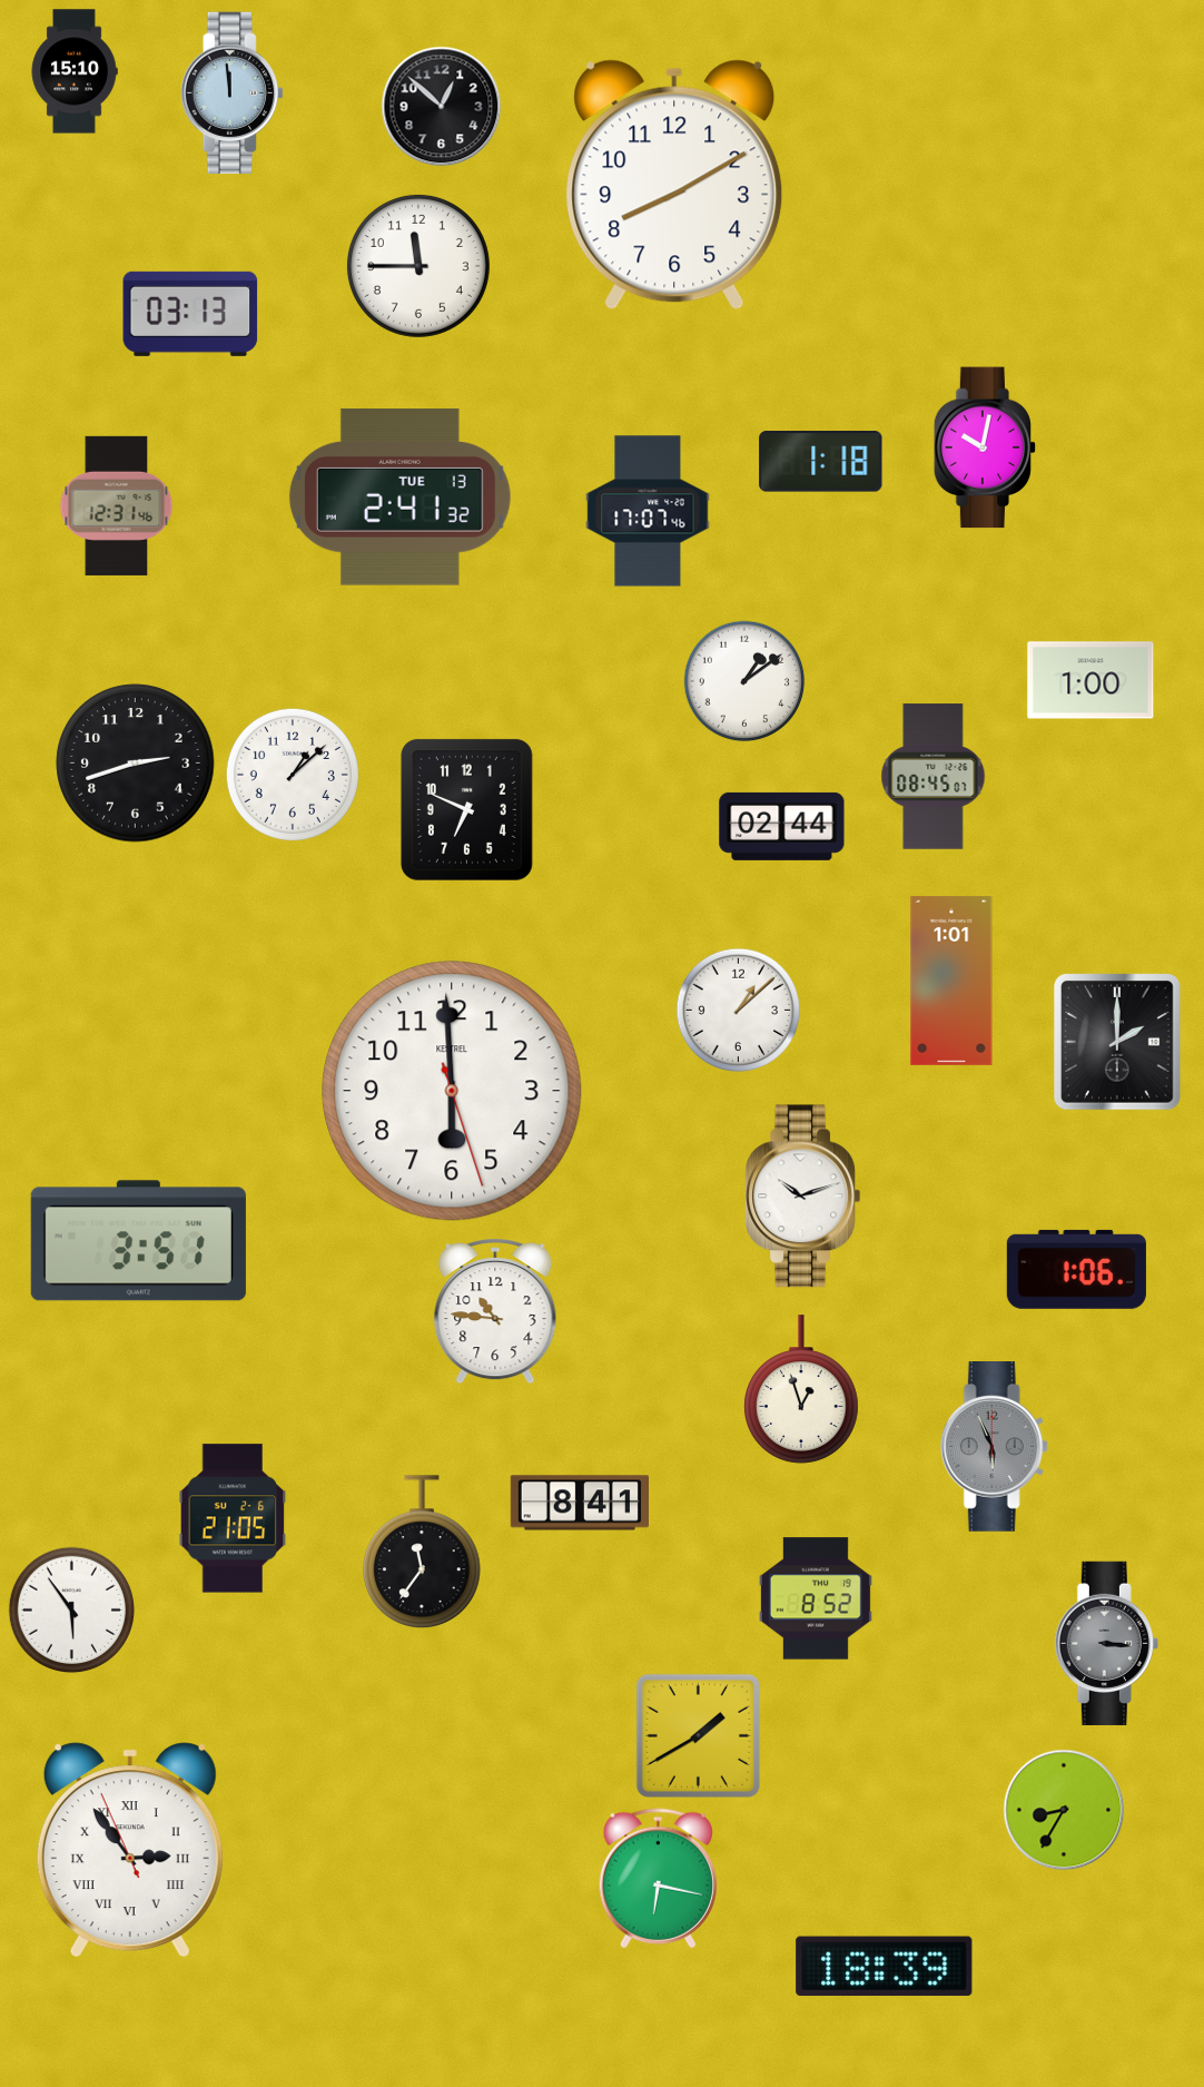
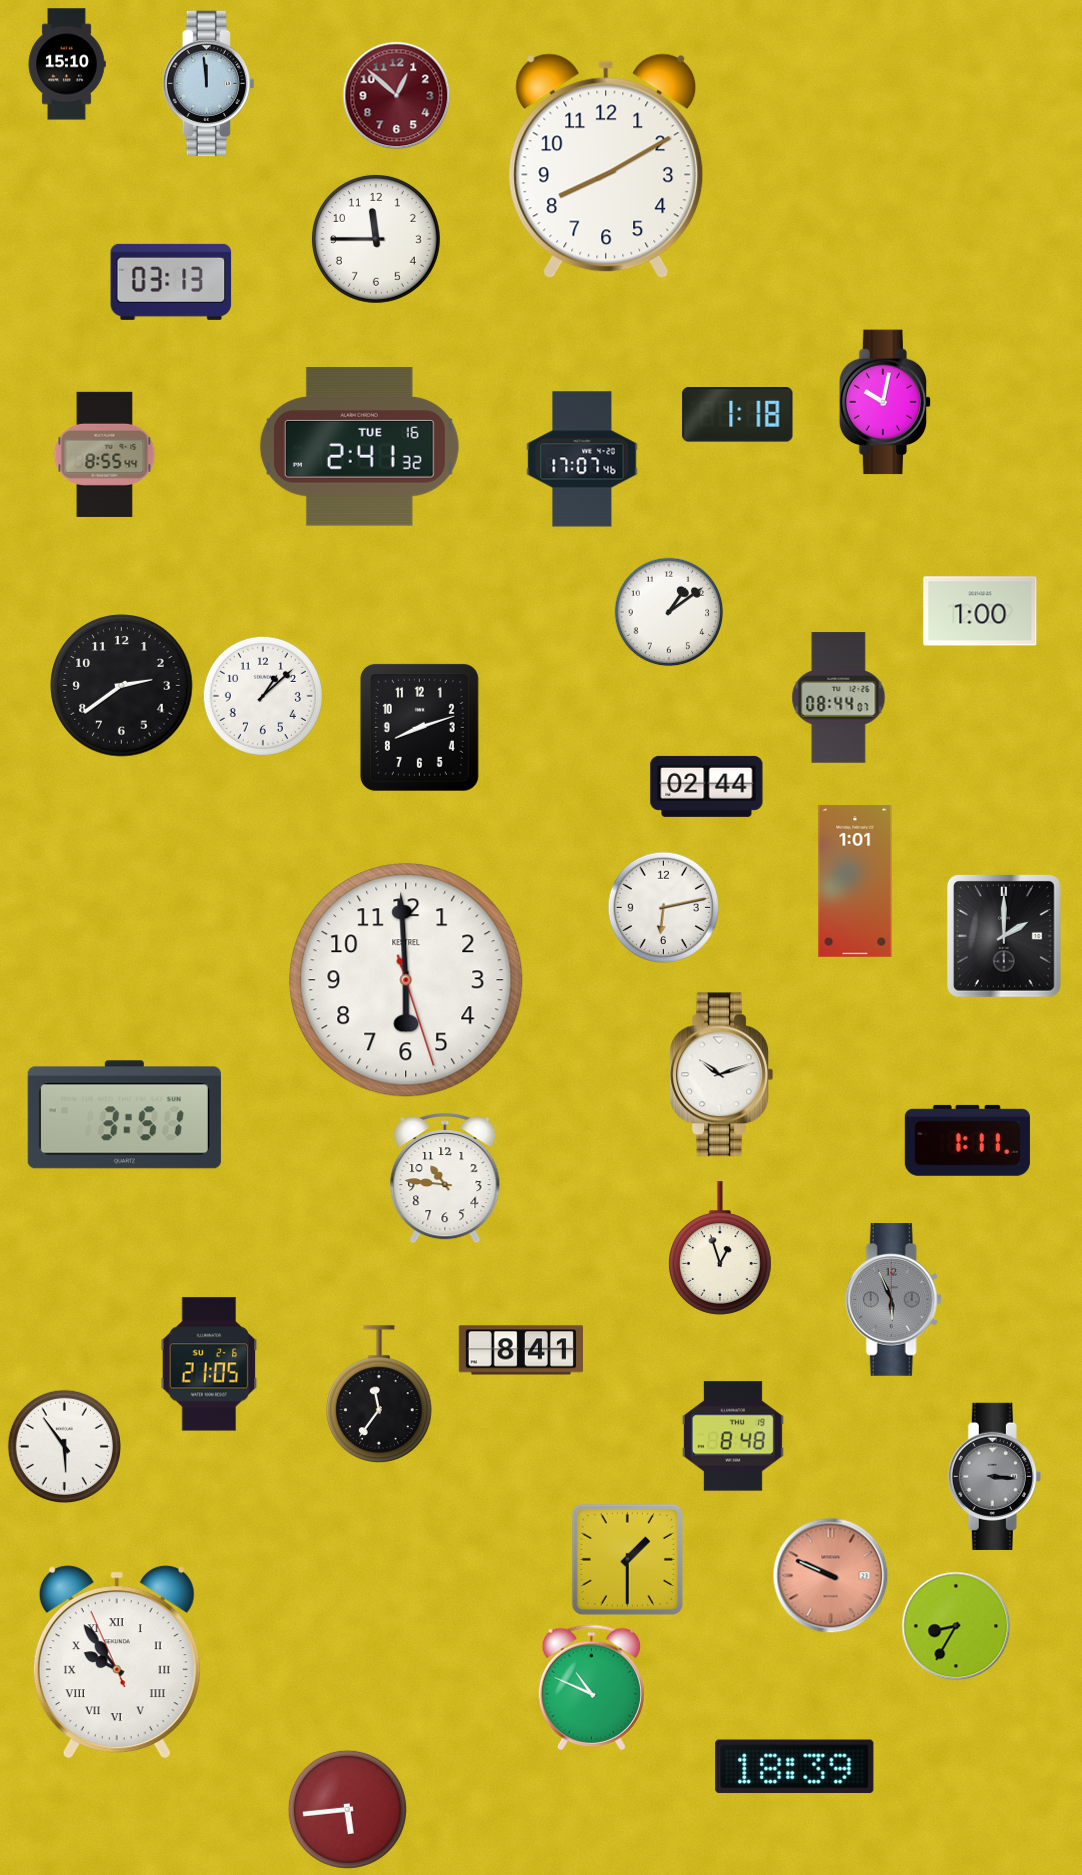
clock at (442, 107) dial: black -> burgundy
clock at (399, 498) date: TUE 13 -> TUE 16
clock at (117, 505): 12:31 -> 8:55
clock at (136, 764): 2:42 -> 2:39
clock at (934, 777): 08:45 -> 08:44
clock at (466, 809): 6:49 -> 8:12
clock at (782, 826) position: (782, 826) -> (707, 786)
clock at (739, 1011): 1:08 -> 6:13
clock at (1076, 1269): 1:06 -> 1:11
clock at (816, 1598): 8:52 -> 8:48
clock at (698, 1735): 1:40 -> 1:30
clock at (831, 1576): none -> 9:49
clock at (130, 1850): 2:53 -> 9:53
clock at (658, 1879): 6:17 -> 10:49
clock at (347, 1809): none -> 5:44
